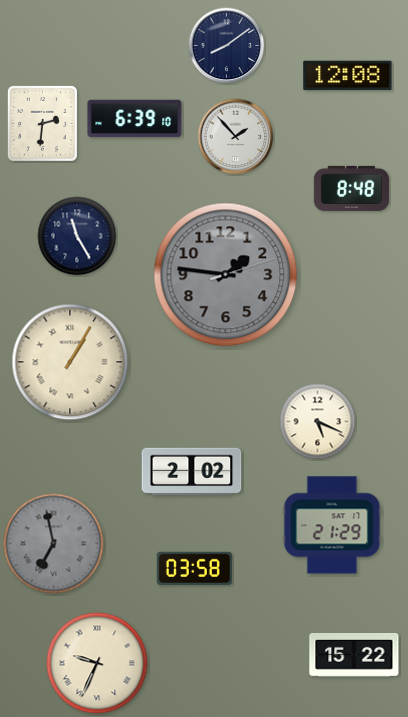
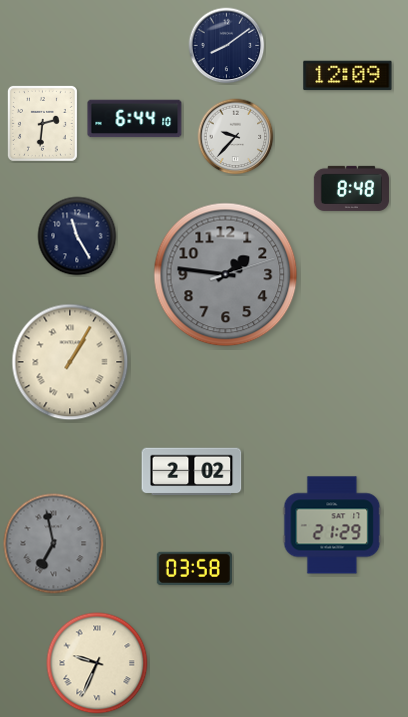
clock at (348, 76): 12:08 -> 12:09
clock at (135, 119): 6:39 -> 6:44
clock at (236, 137): 1:53 -> 9:37
clock at (318, 422): 5:19 -> none
clock at (354, 655): 15:22 -> none
